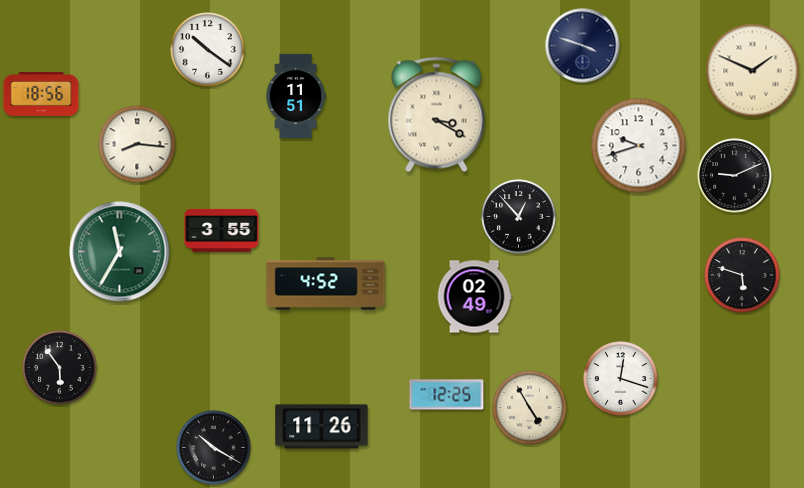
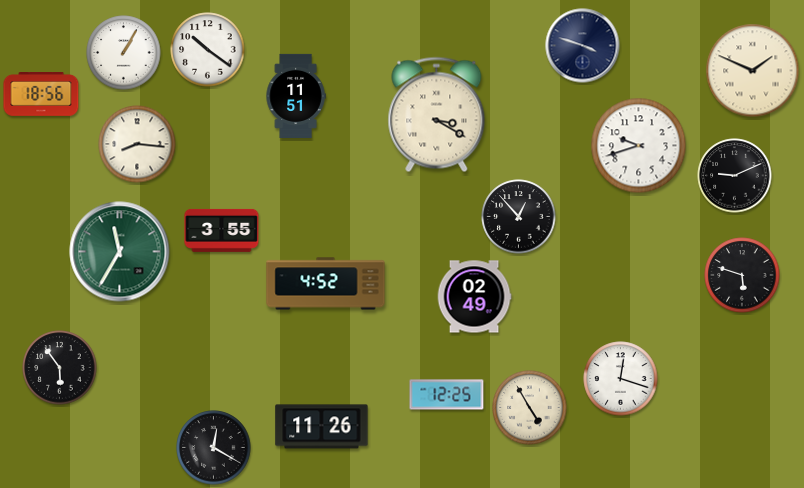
clock at (124, 53): none -> 1:05
clock at (214, 448): 10:20 -> 12:20
